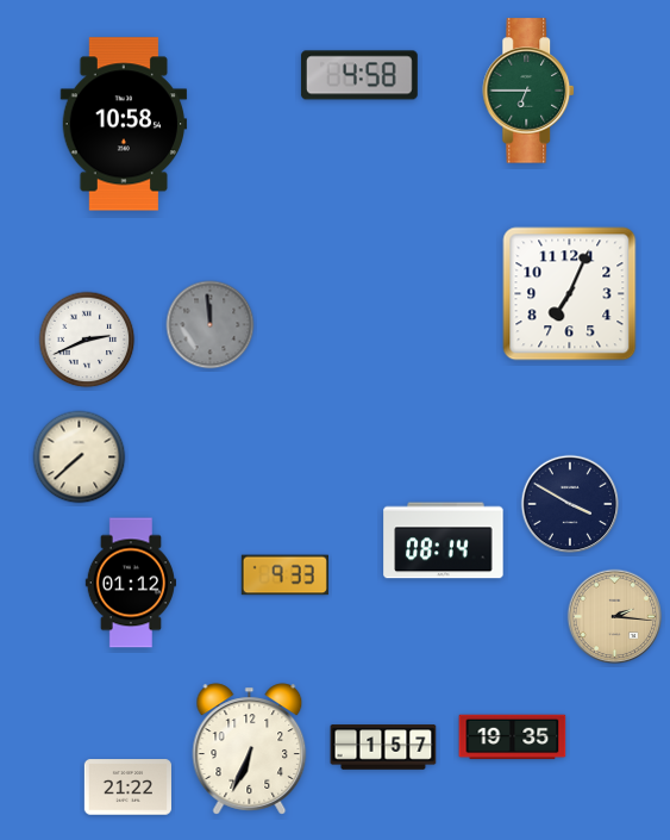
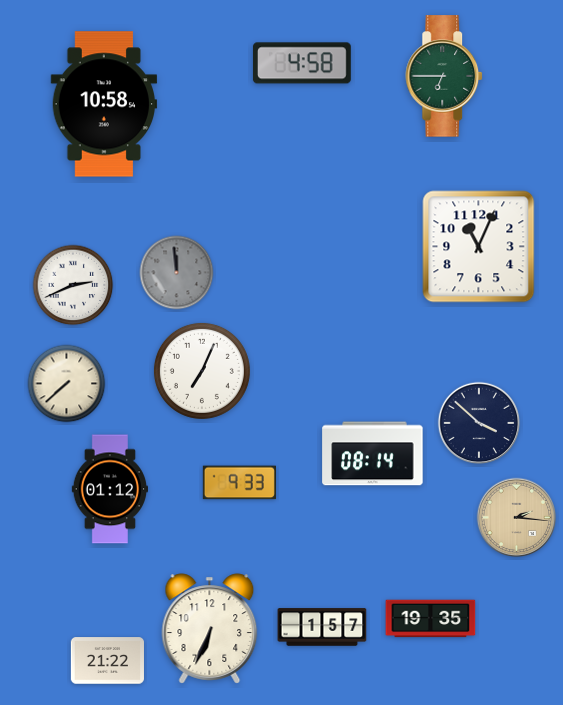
clock at (570, 294): 7:04 -> 11:04
clock at (202, 371): none -> 7:04
clock at (570, 504): 3:50 -> 3:52
